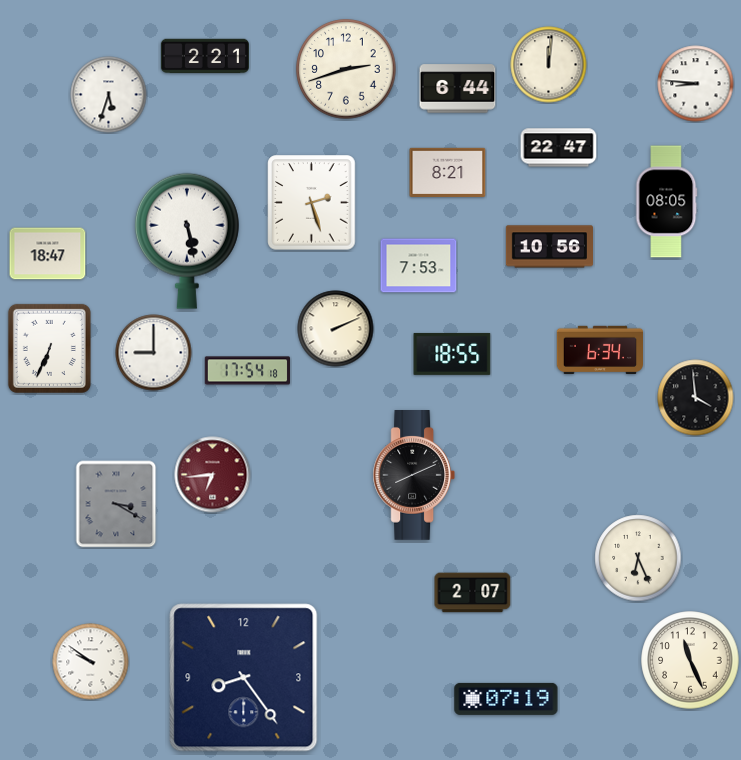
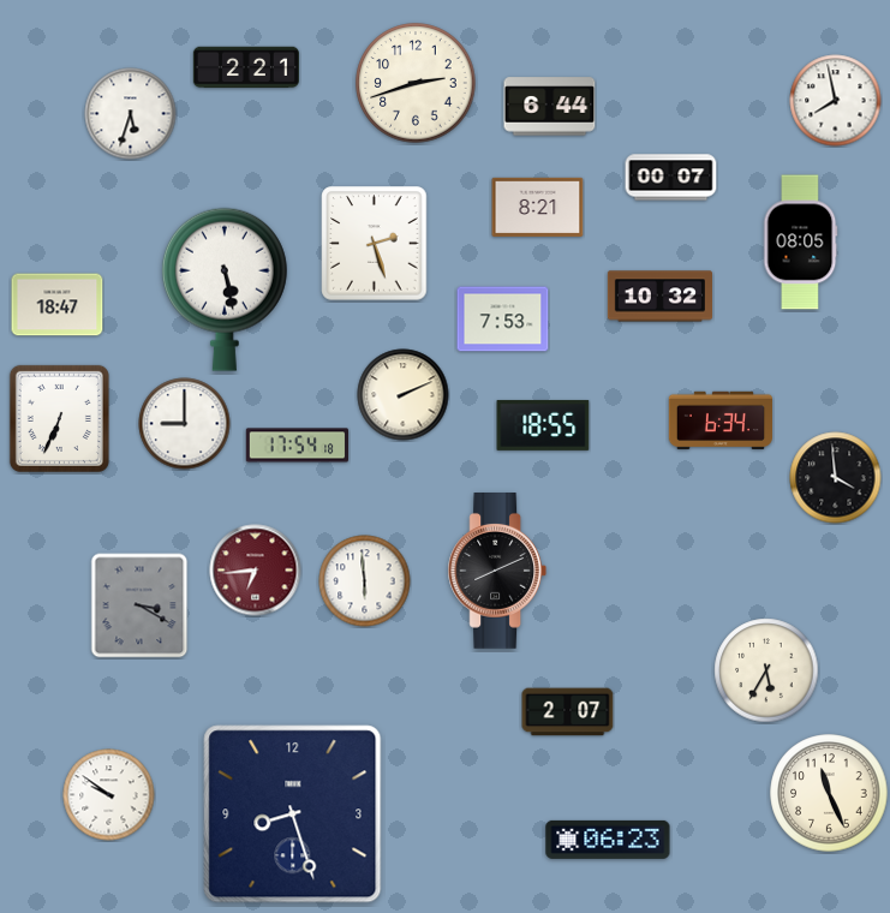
clock at (549, 65): 12:01 -> none
clock at (696, 84): 8:46 -> 7:58
clock at (559, 148): 22:47 -> 00:07
clock at (549, 247): 10:56 -> 10:32
clock at (365, 581): none -> 5:59
clock at (638, 558): 6:26 -> 5:35
clock at (244, 678): 8:24 -> 8:27
clock at (506, 699): 07:19 -> 06:23
